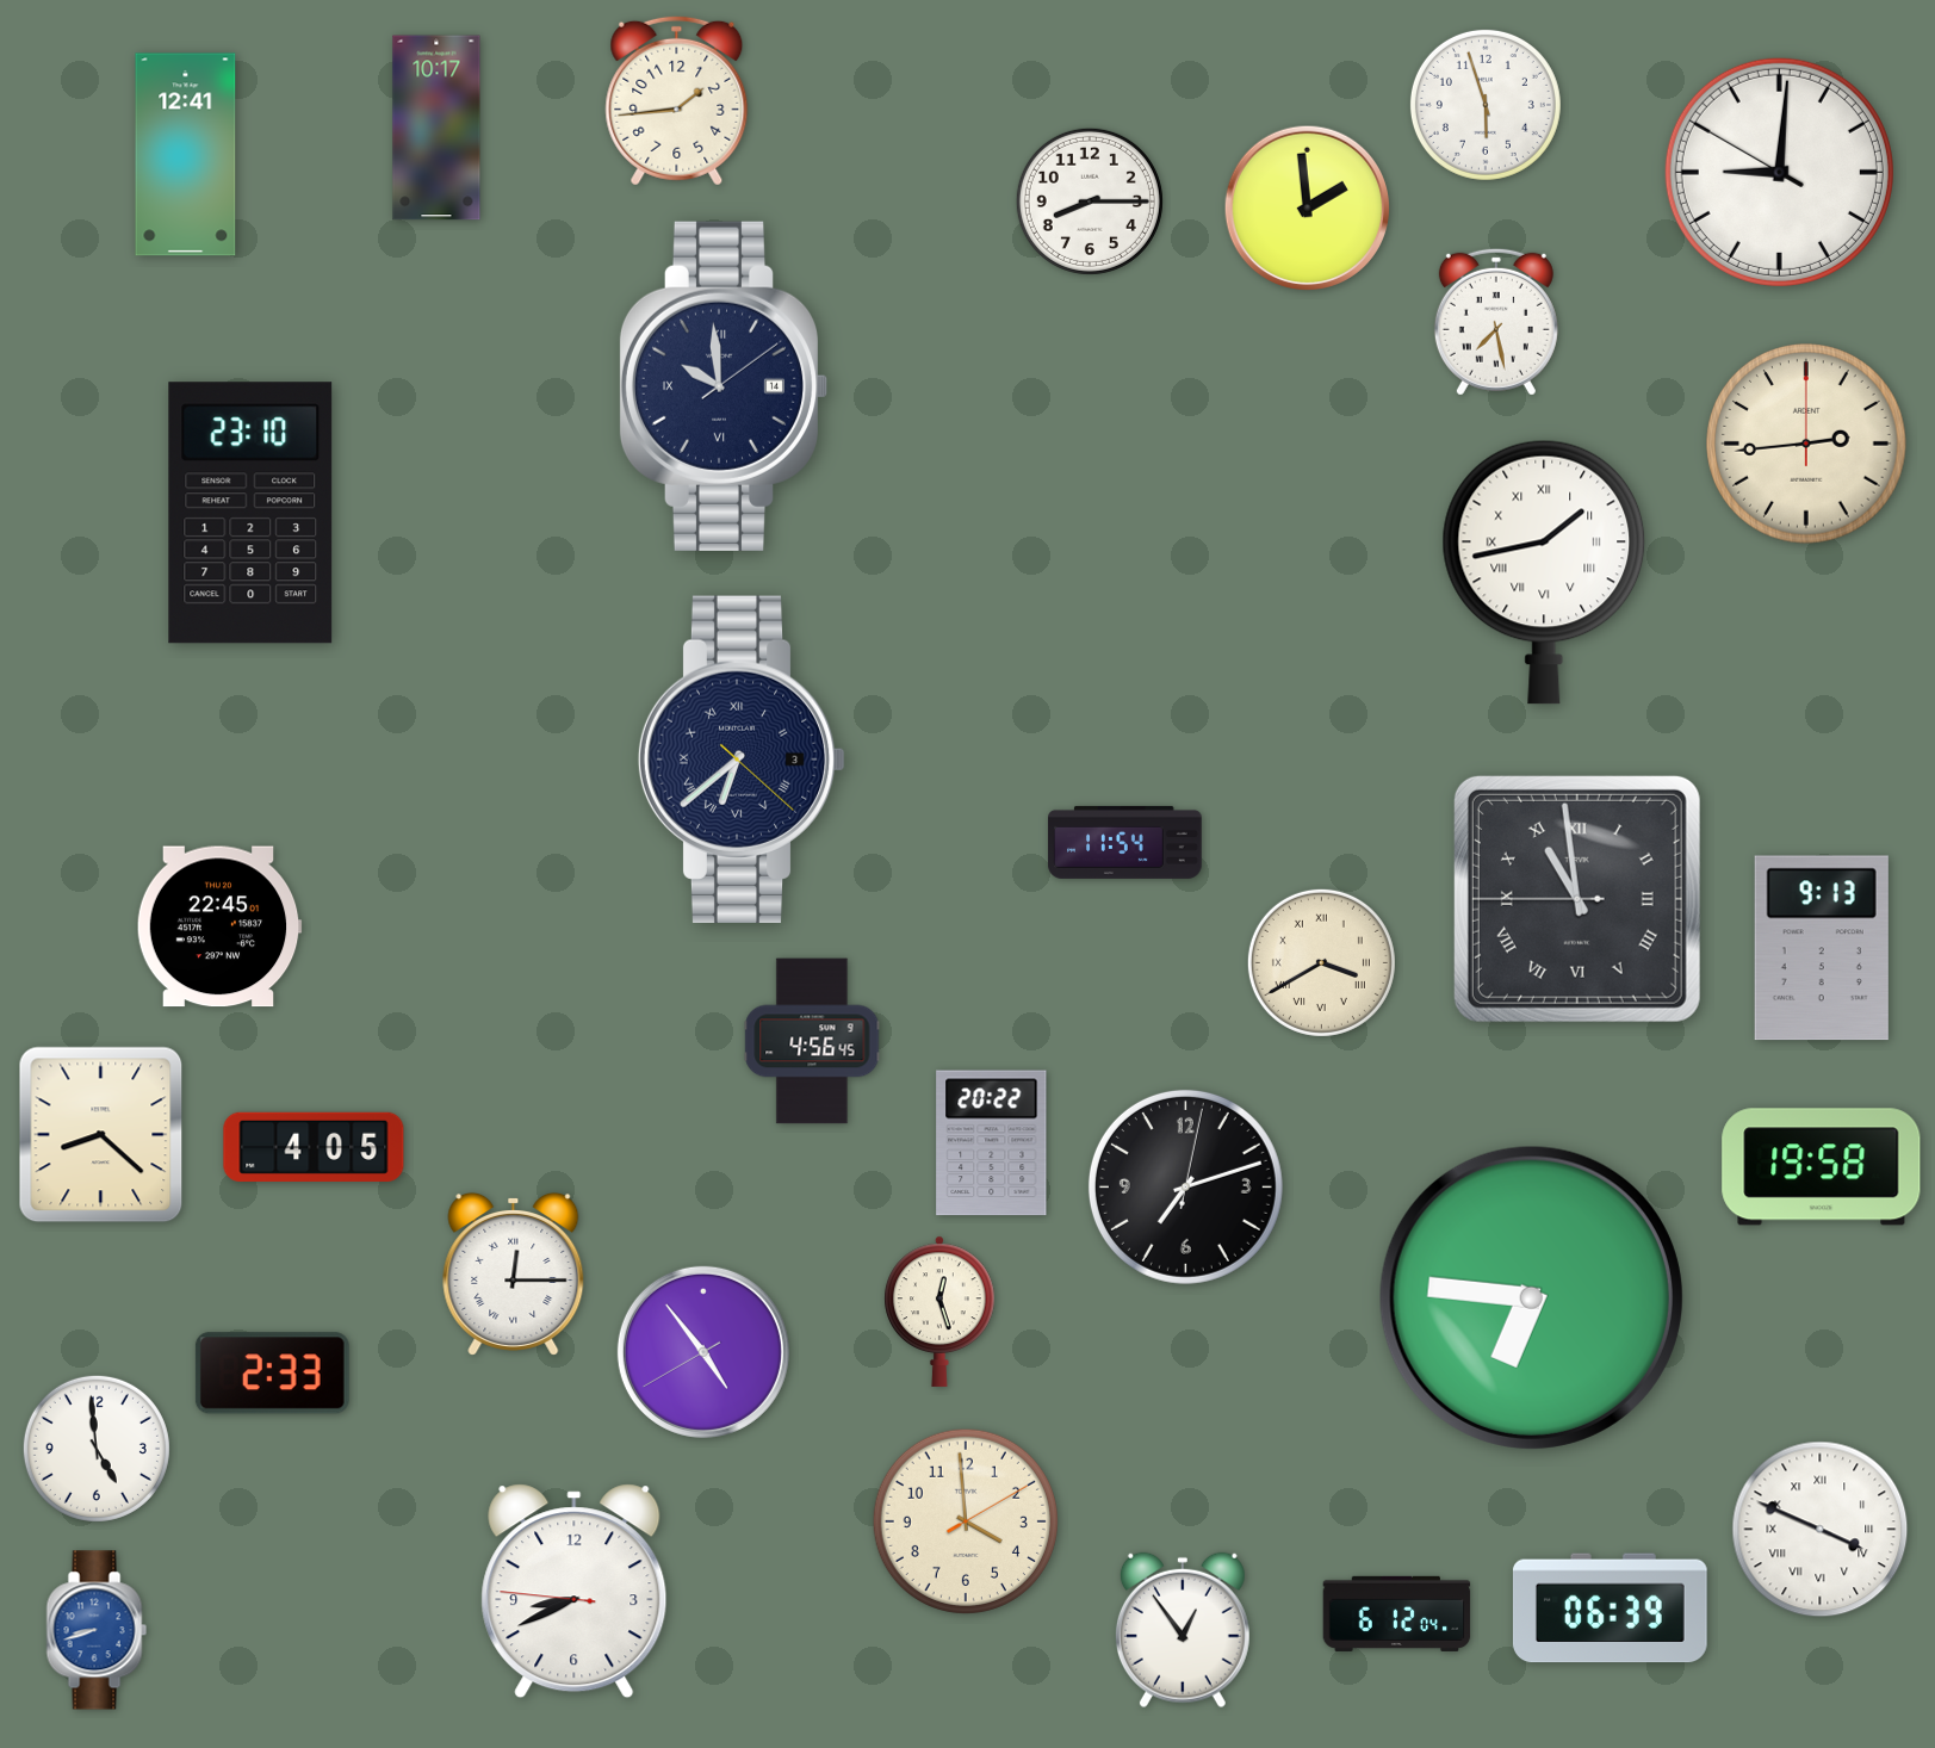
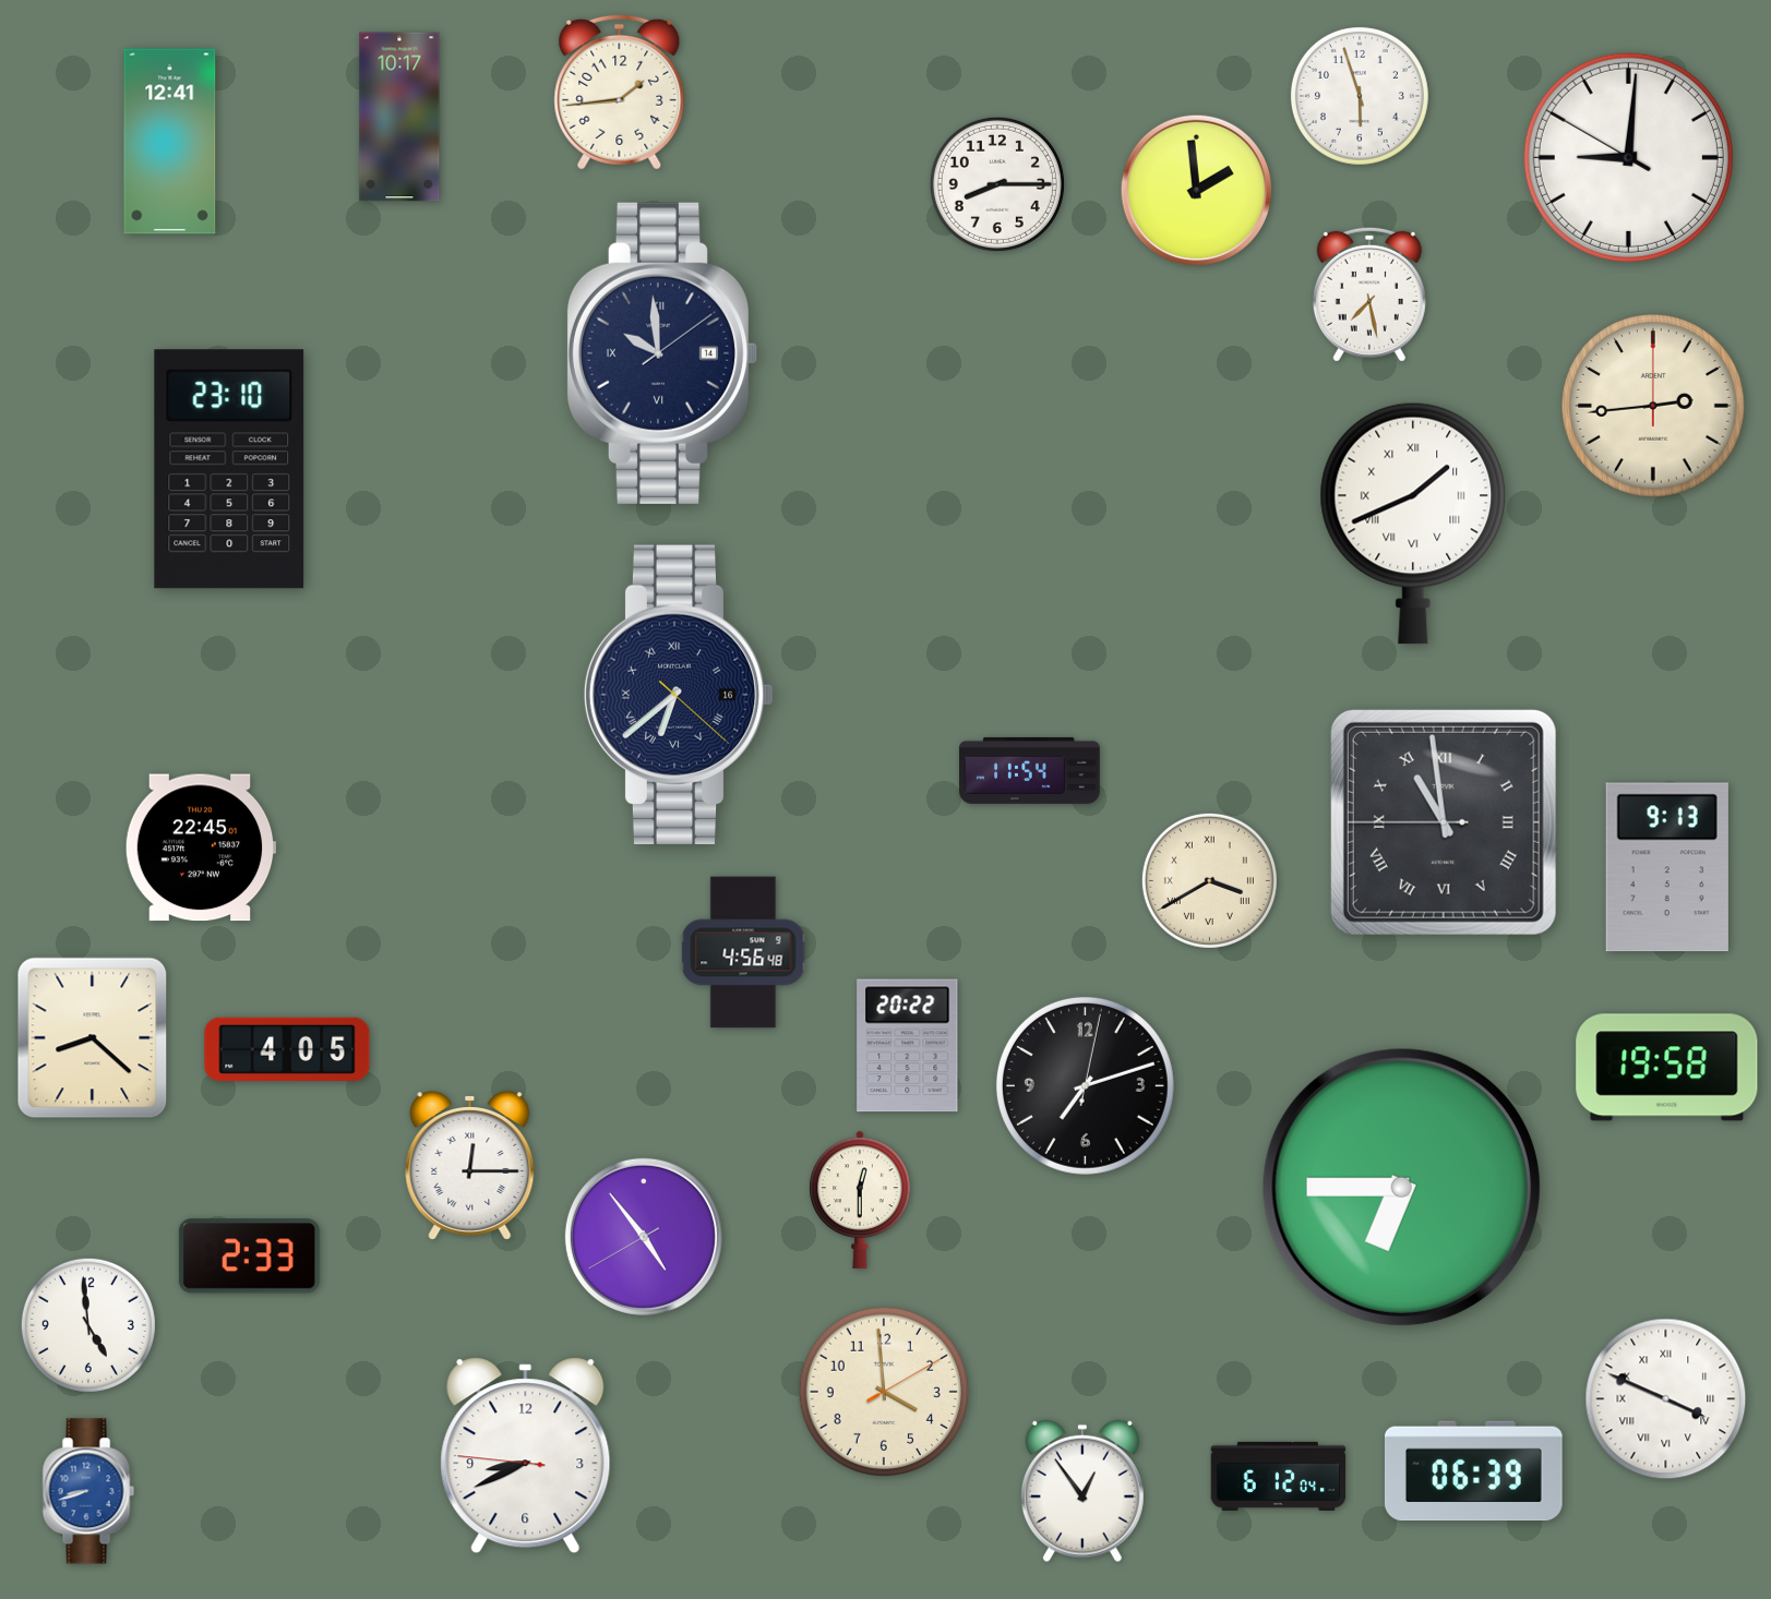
clock at (1544, 572): 1:43 -> 1:41
clock at (742, 760) date: 3 -> 16
clock at (812, 1041): 4:56:45 -> 4:56:48
clock at (1531, 1297): 6:46 -> 6:45
clock at (939, 1312): 12:27 -> 12:30
